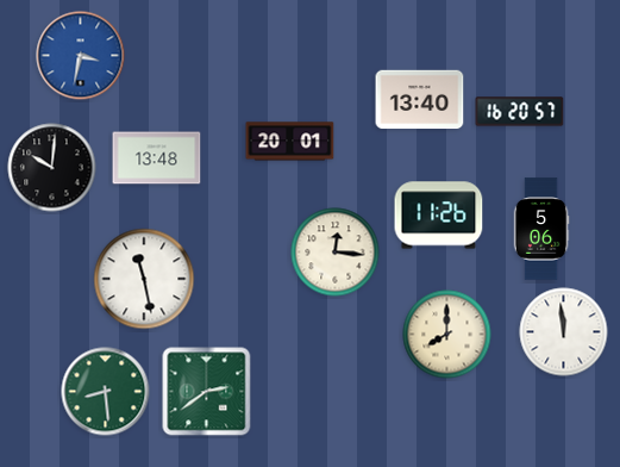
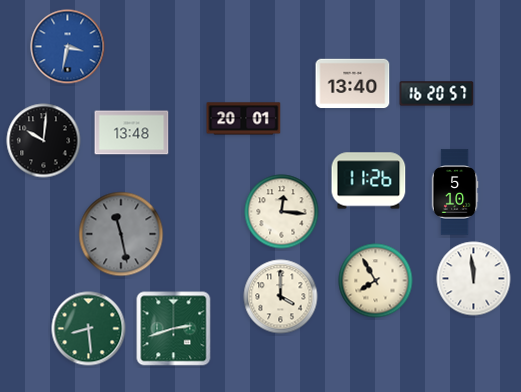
clock at (541, 229): 5:06 -> 5:10
clock at (144, 279) dial: white -> grey
clock at (447, 335): 8:00 -> 7:55
clock at (281, 297): none -> 4:00
clock at (207, 392): 2:39 -> 2:42
